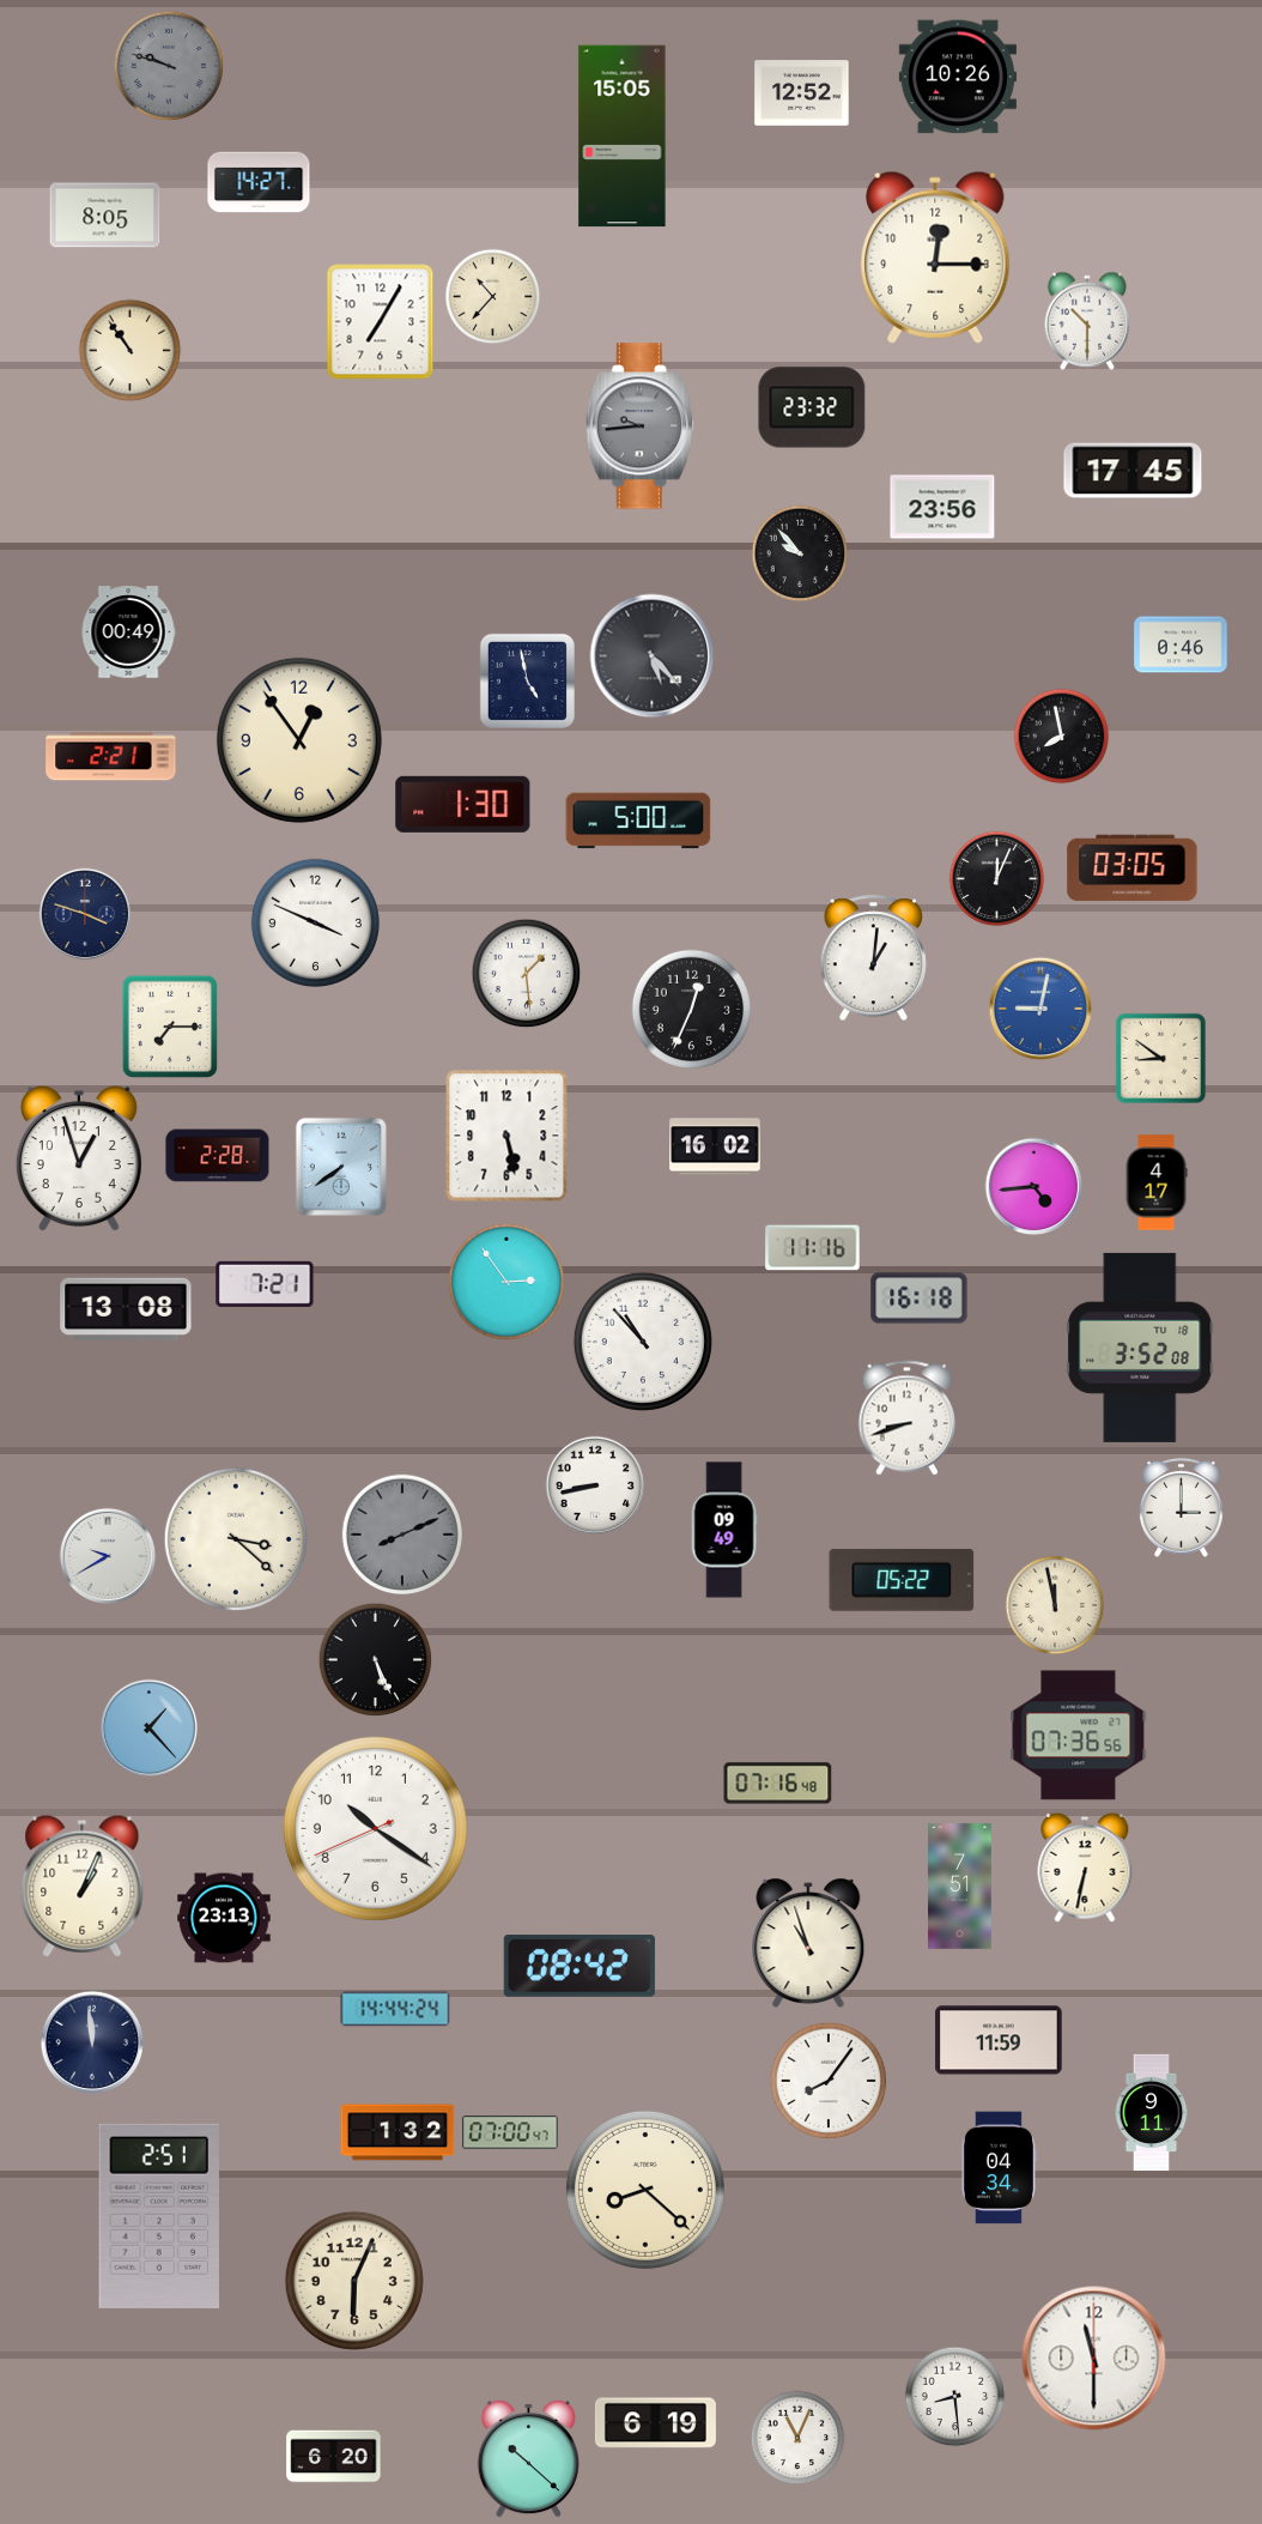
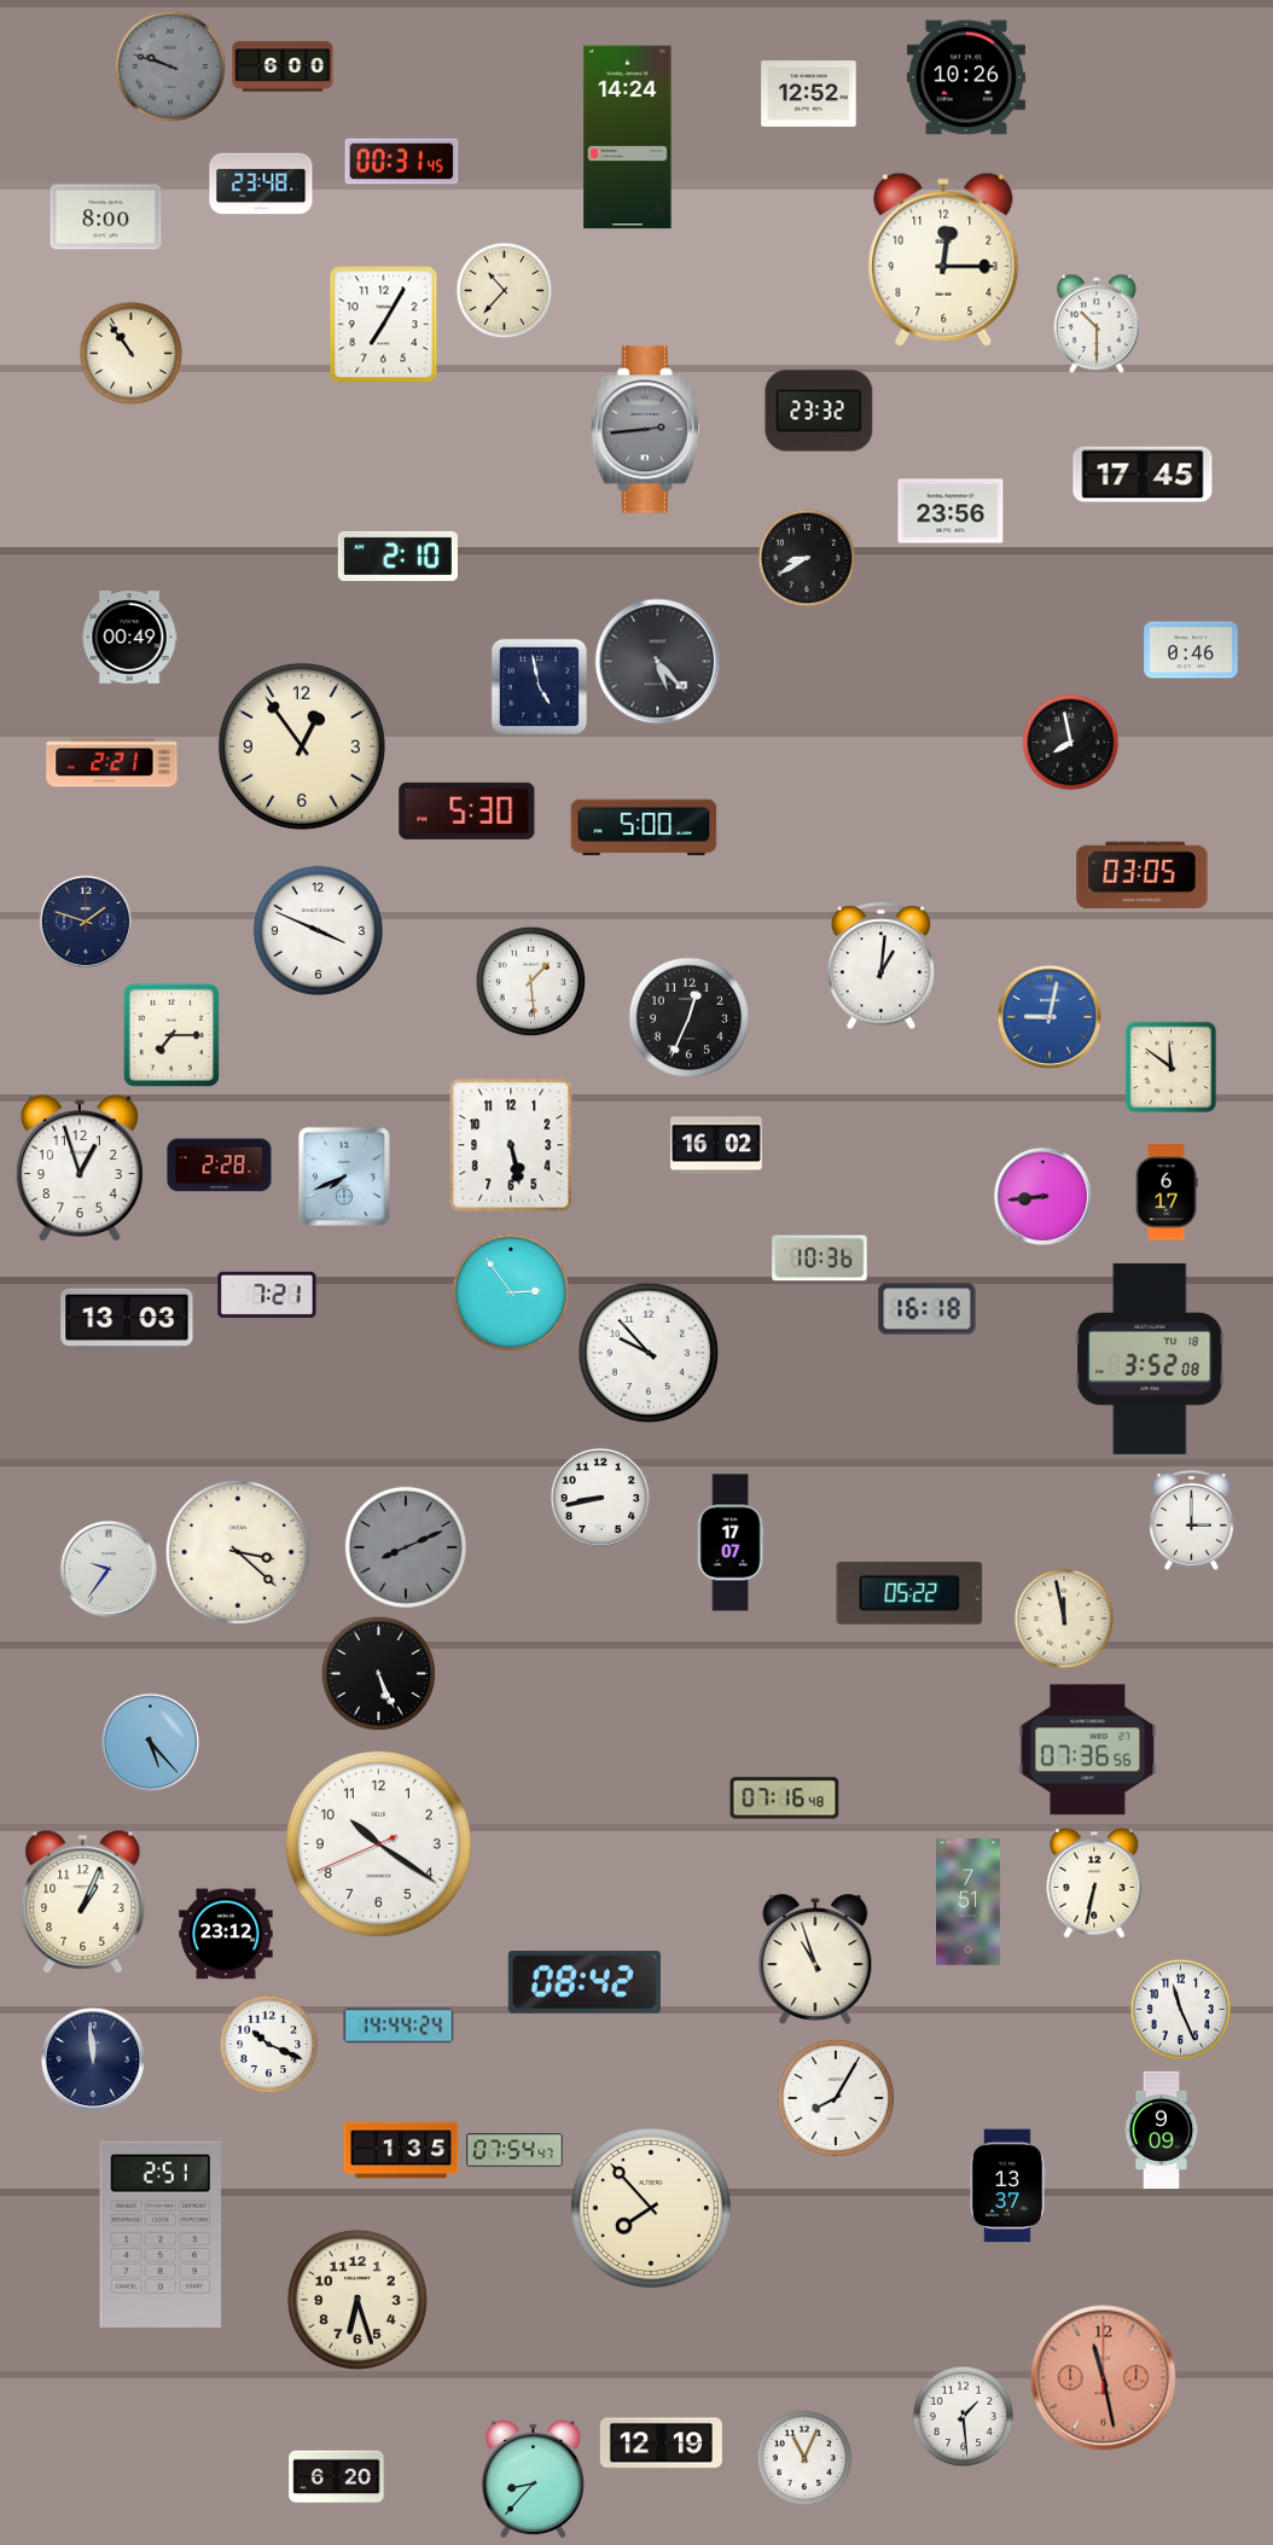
clock at (283, 66): none -> 6:00
clock at (623, 137): 15:05 -> 14:24
clock at (402, 162): none -> 00:31
clock at (259, 182): 14:27 -> 23:48
clock at (105, 216): 8:05 -> 8:00
clock at (493, 297) position: (493, 297) -> (505, 291)
clock at (639, 426): 9:44 -> 2:44
clock at (397, 556): none -> 2:10
clock at (800, 553): 9:53 -> 8:40
clock at (527, 680) position: (527, 680) -> (539, 686)
clock at (463, 804): 1:30 -> 5:30
clock at (997, 879): 12:04 -> none
clock at (85, 914): 3:48 -> 1:48
clock at (692, 1010) position: (692, 1010) -> (690, 1018)
clock at (1160, 1058): 8:51 -> 11:51
clock at (715, 1146) position: (715, 1146) -> (716, 1145)
clock at (341, 1167): 7:39 -> 7:41
clock at (1157, 1182): 4:17 -> 6:17
clock at (1033, 1186): 4:44 -> 8:44
clock at (813, 1248): 11:16 -> 10:36
clock at (126, 1309): 13:08 -> 13:03
clock at (643, 1342): 10:53 -> 9:53
clock at (908, 1418): 8:42 -> none
clock at (724, 1530): 09:49 -> 17:07
clock at (107, 1555): 9:40 -> 9:36
clock at (148, 1727): 1:23 -> 5:23
clock at (224, 1918): 23:13 -> 23:12
clock at (1181, 2010): none -> 11:26
clock at (269, 2045): none -> 10:19
clock at (999, 2040): 11:59 -> none
clock at (829, 2081): 8:06 -> 8:05
clock at (1152, 2113): 9:11 -> 9:09
clock at (398, 2132): 1:32 -> 1:35
clock at (510, 2132): 07:00 -> 07:54
clock at (999, 2168): 04:34 -> 13:37
clock at (645, 2190): 8:22 -> 7:53
clock at (354, 2281): 6:04 -> 6:27
clock at (1094, 2359): 11:30 -> 11:28
clock at (1094, 2359) dial: white -> salmon
clock at (955, 2397): 8:29 -> 1:29
clock at (655, 2423): 6:19 -> 12:19
clock at (528, 2458): 10:22 -> 8:37
